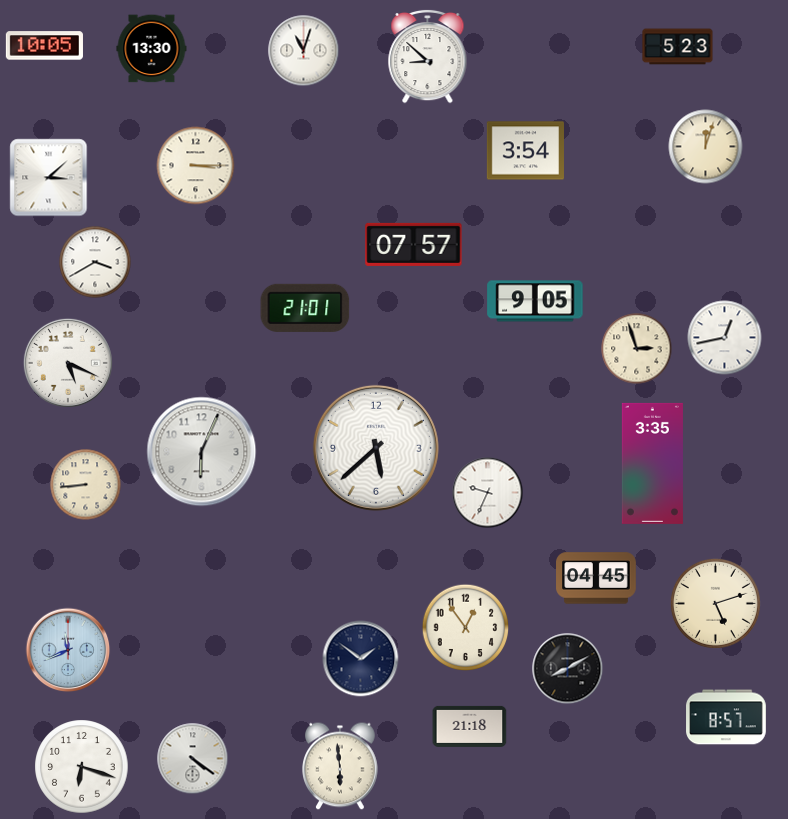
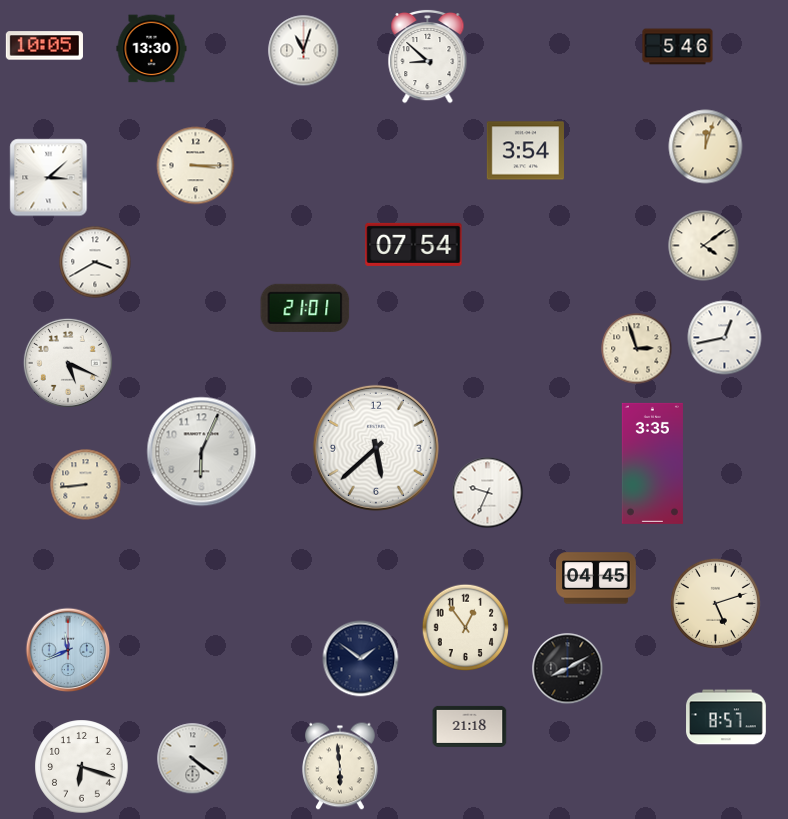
clock at (678, 47): 5:23 -> 5:46
clock at (414, 244): 07:57 -> 07:54
clock at (704, 246): none -> 4:09
clock at (535, 301): 9:05 -> none
